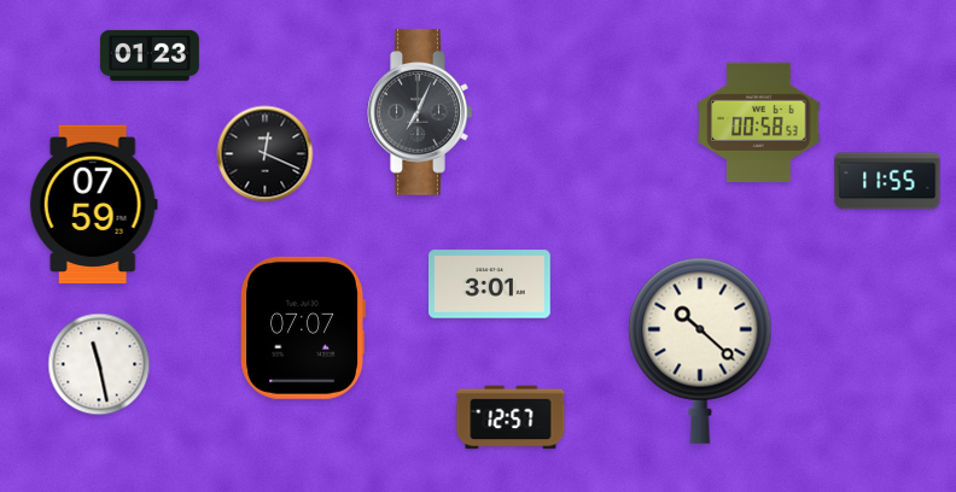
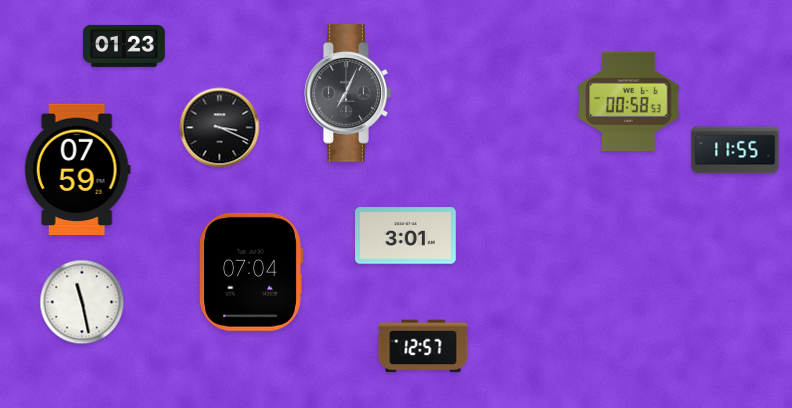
clock at (266, 154): 12:19 -> 3:19
clock at (303, 328): 07:07 -> 07:04
clock at (700, 351): 10:22 -> none
